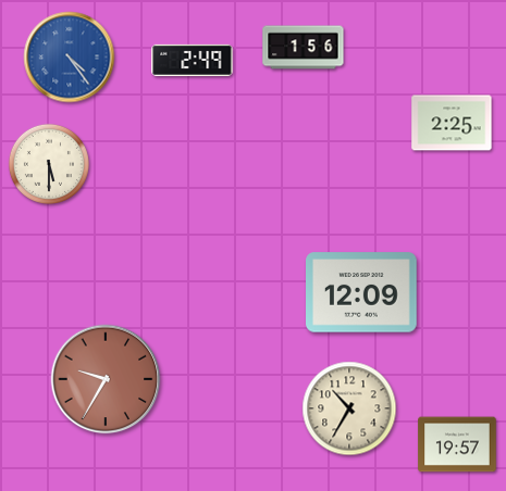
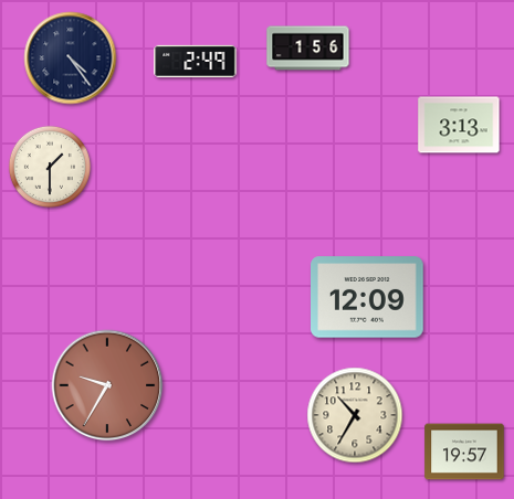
clock at (70, 58) dial: blue -> navy
clock at (452, 123): 2:25 -> 3:13
clock at (49, 164): 5:30 -> 1:30
